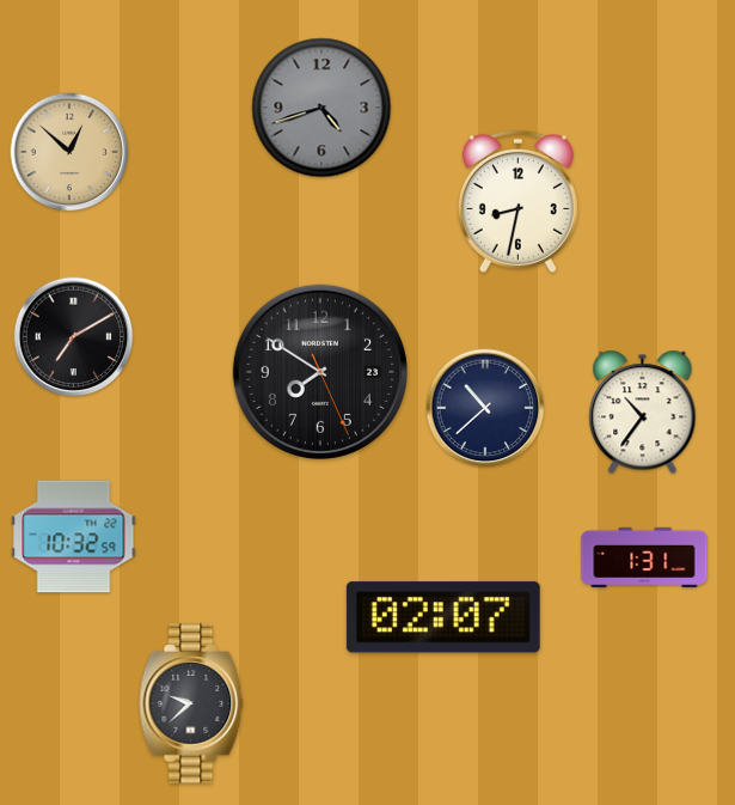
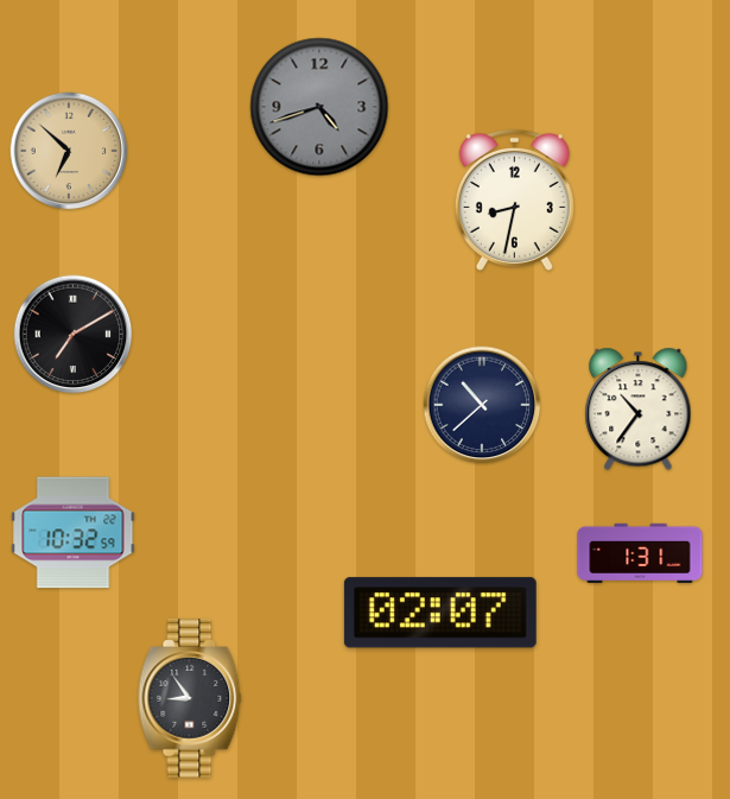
clock at (69, 152): 12:52 -> 6:52
clock at (320, 372): 7:50 -> none
clock at (191, 703): 9:38 -> 8:54
